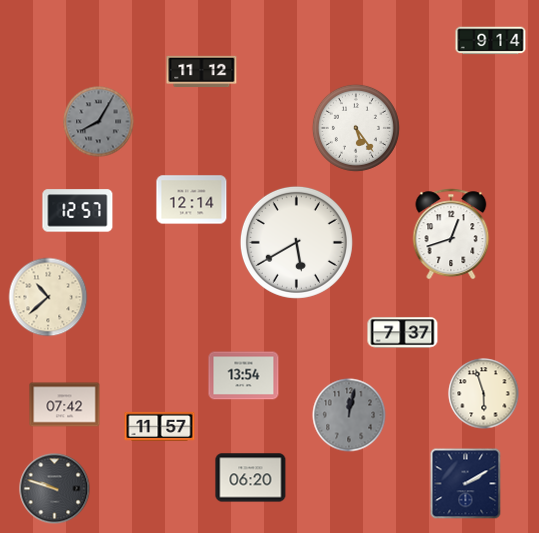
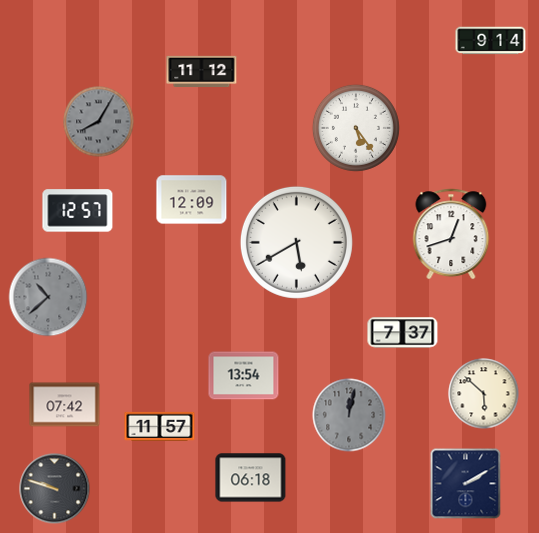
clock at (192, 200): 12:14 -> 12:09
clock at (48, 297) dial: cream -> grey
clock at (484, 394): 5:57 -> 5:52
clock at (251, 478): 06:20 -> 06:18
